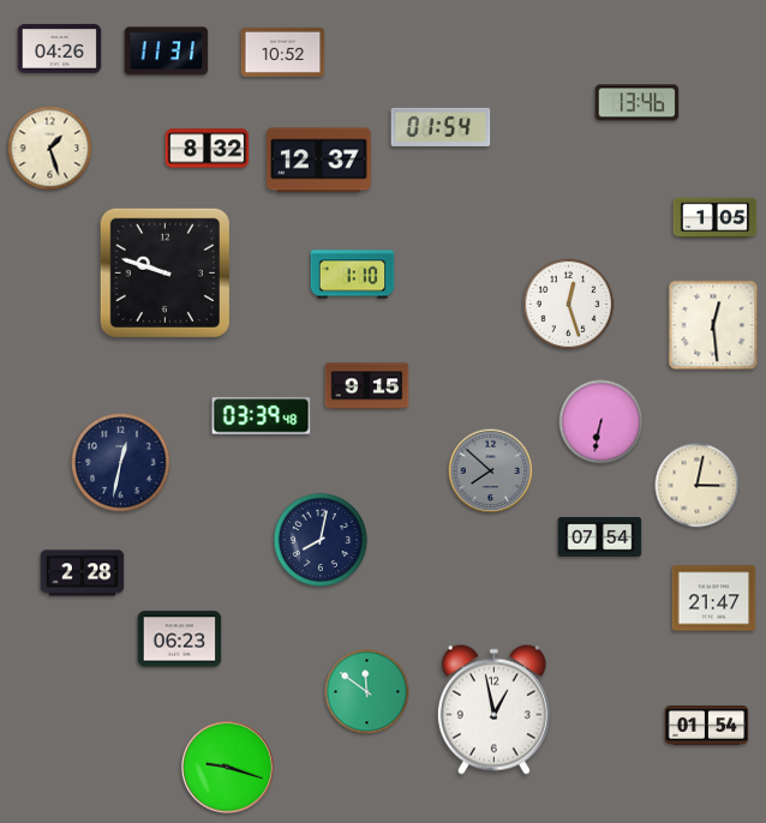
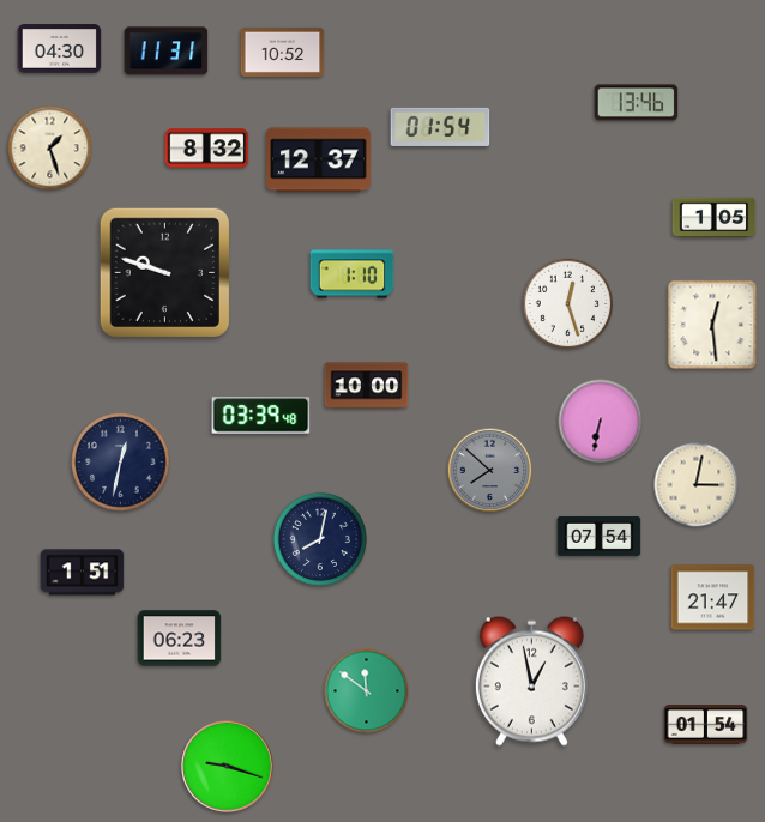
clock at (60, 49): 04:26 -> 04:30
clock at (367, 386): 9:15 -> 10:00
clock at (83, 573): 2:28 -> 1:51
clock at (493, 709) position: (493, 709) -> (531, 681)
